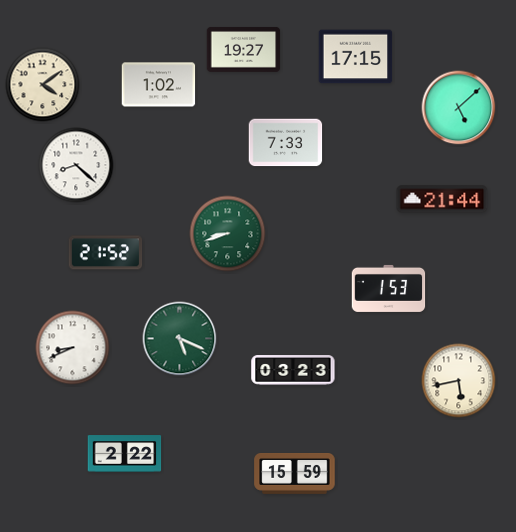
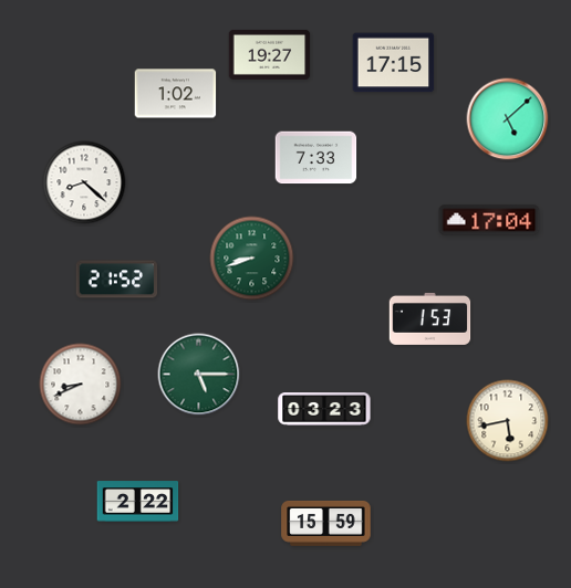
clock at (43, 85): 4:09 -> none
clock at (442, 199): 21:44 -> 17:04
clock at (180, 339): 5:19 -> 5:15
